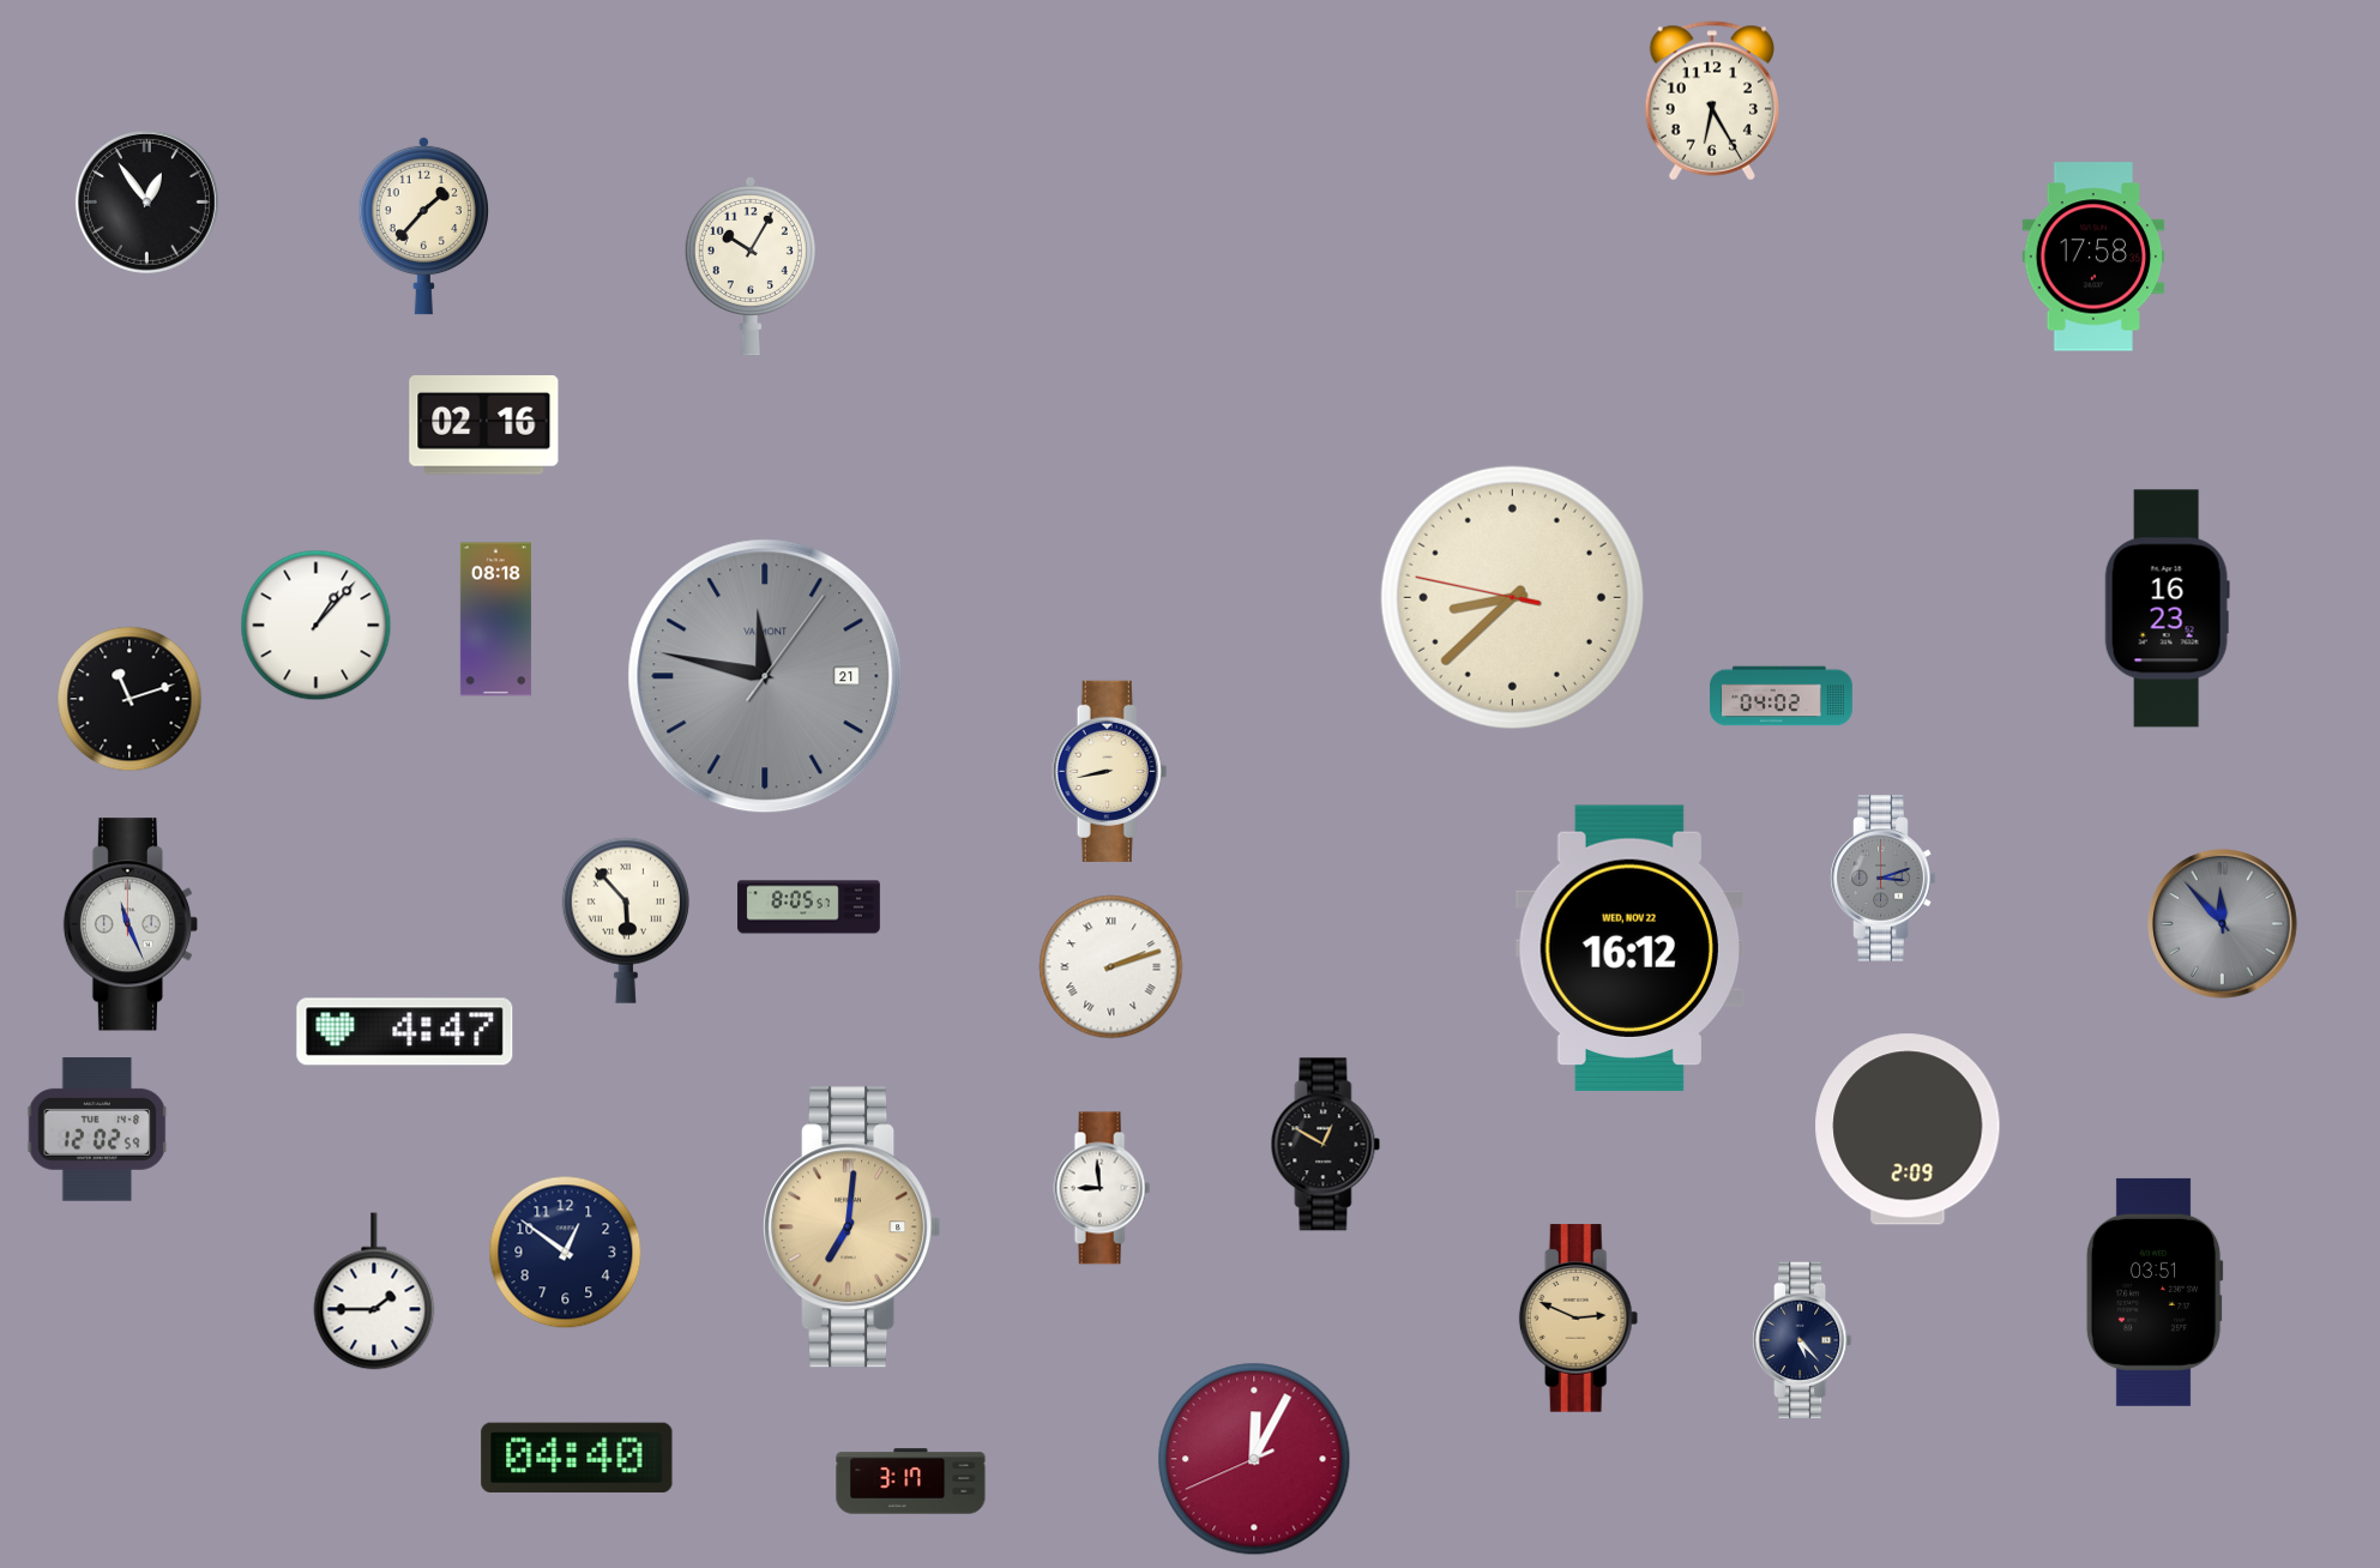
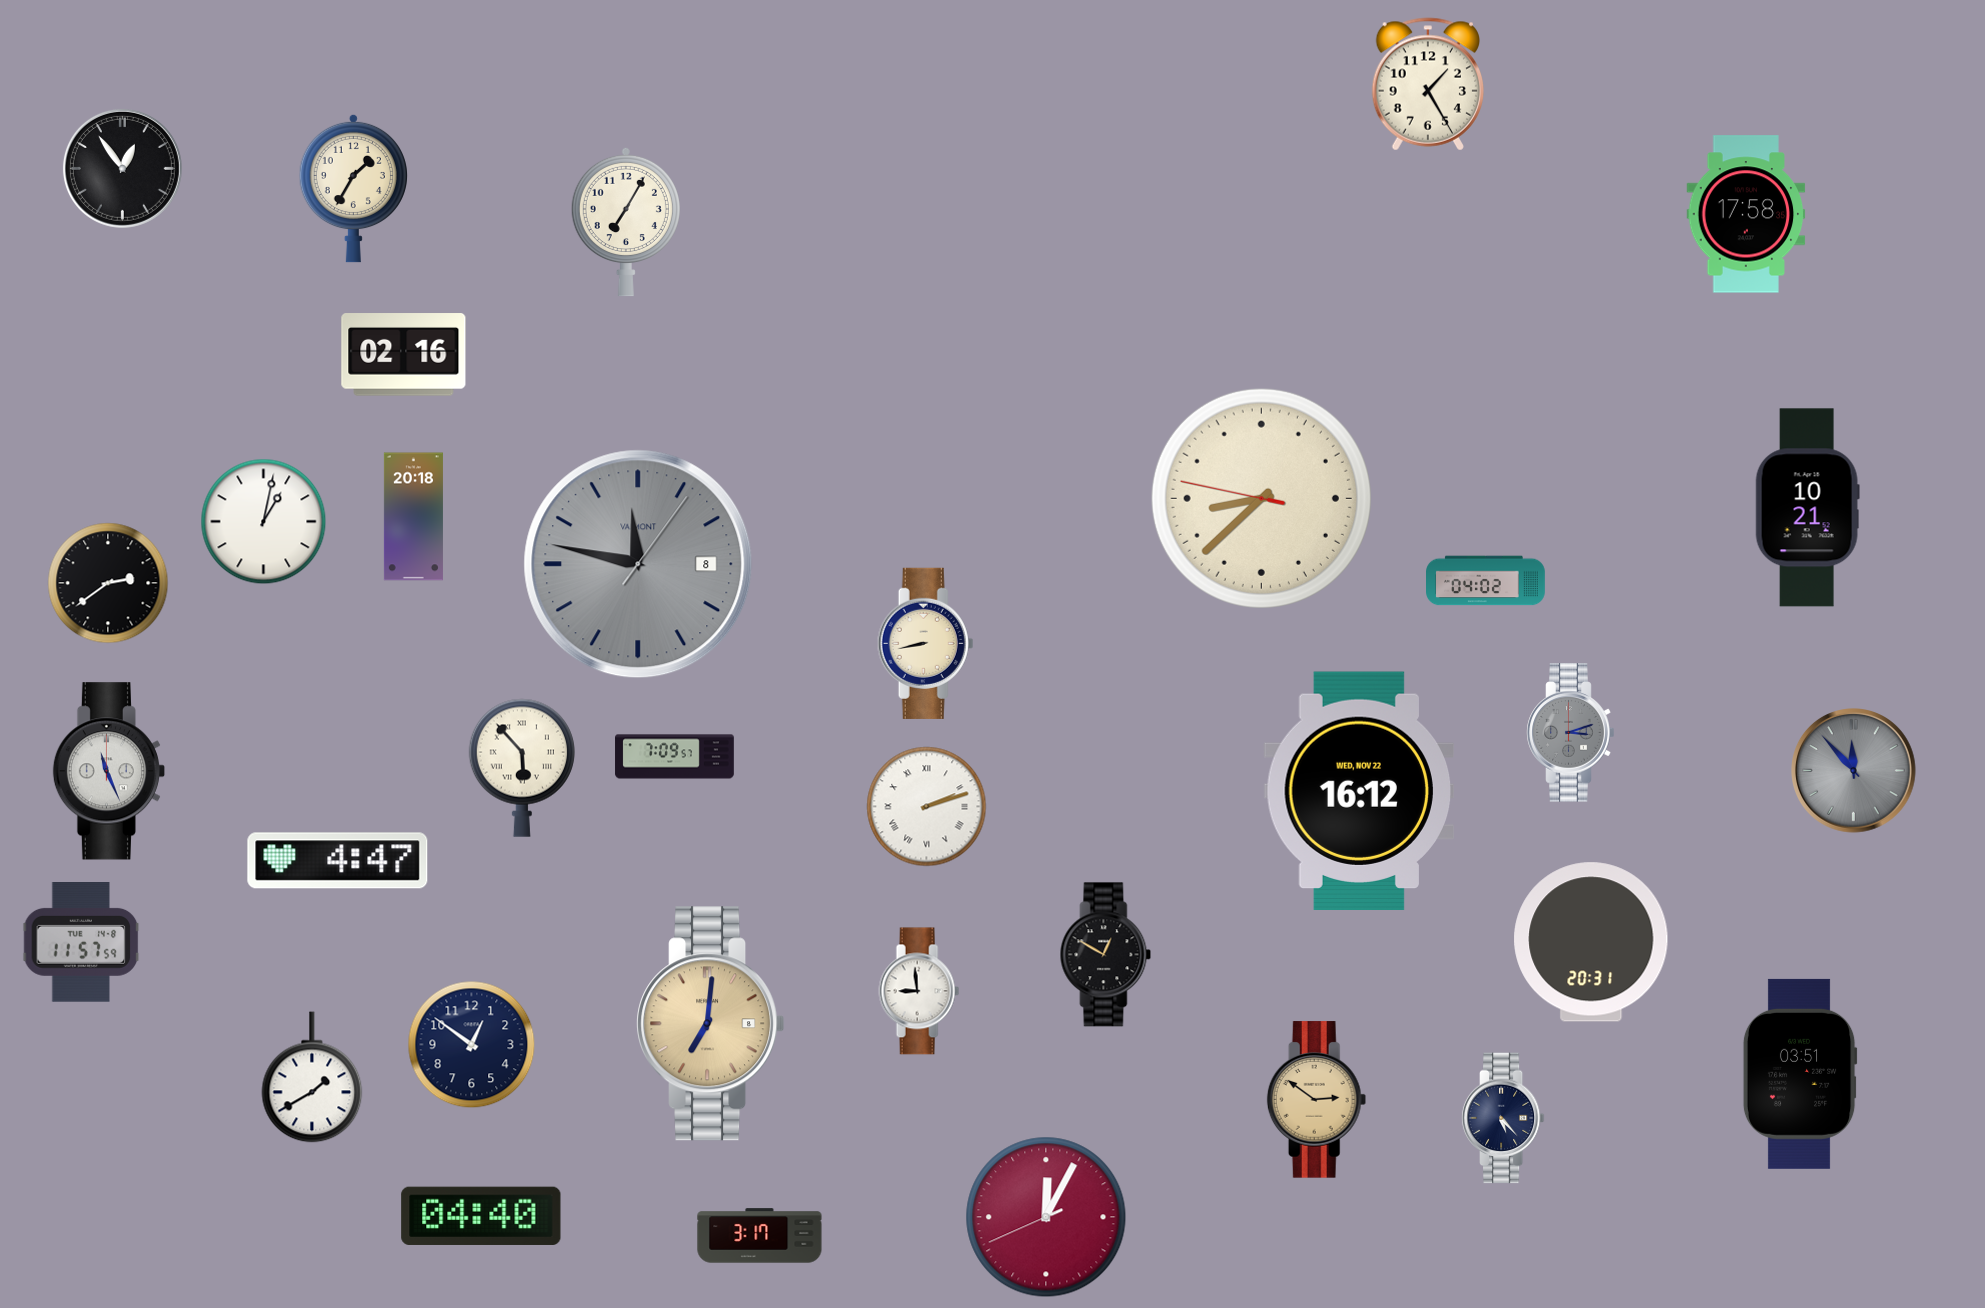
clock at (1711, 101): 6:25 -> 1:25
clock at (423, 225): 1:37 -> 1:35
clock at (751, 266): 10:05 -> 7:05
clock at (2167, 609): 16:23 -> 10:21
clock at (495, 620): 08:18 -> 20:18
clock at (317, 626): 1:07 -> 1:02
clock at (765, 676) date: 21 -> 8
clock at (129, 699): 11:12 -> 2:39
clock at (809, 907): 8:05 -> 7:09
clock at (1908, 1129): 2:09 -> 20:31
clock at (97, 1130): 12:02 -> 11:57
clock at (374, 1291): 1:45 -> 1:40
clock at (2155, 1292) position: (2155, 1292) -> (1800, 1074)
clock at (1579, 1319): 2:49 -> 2:51
